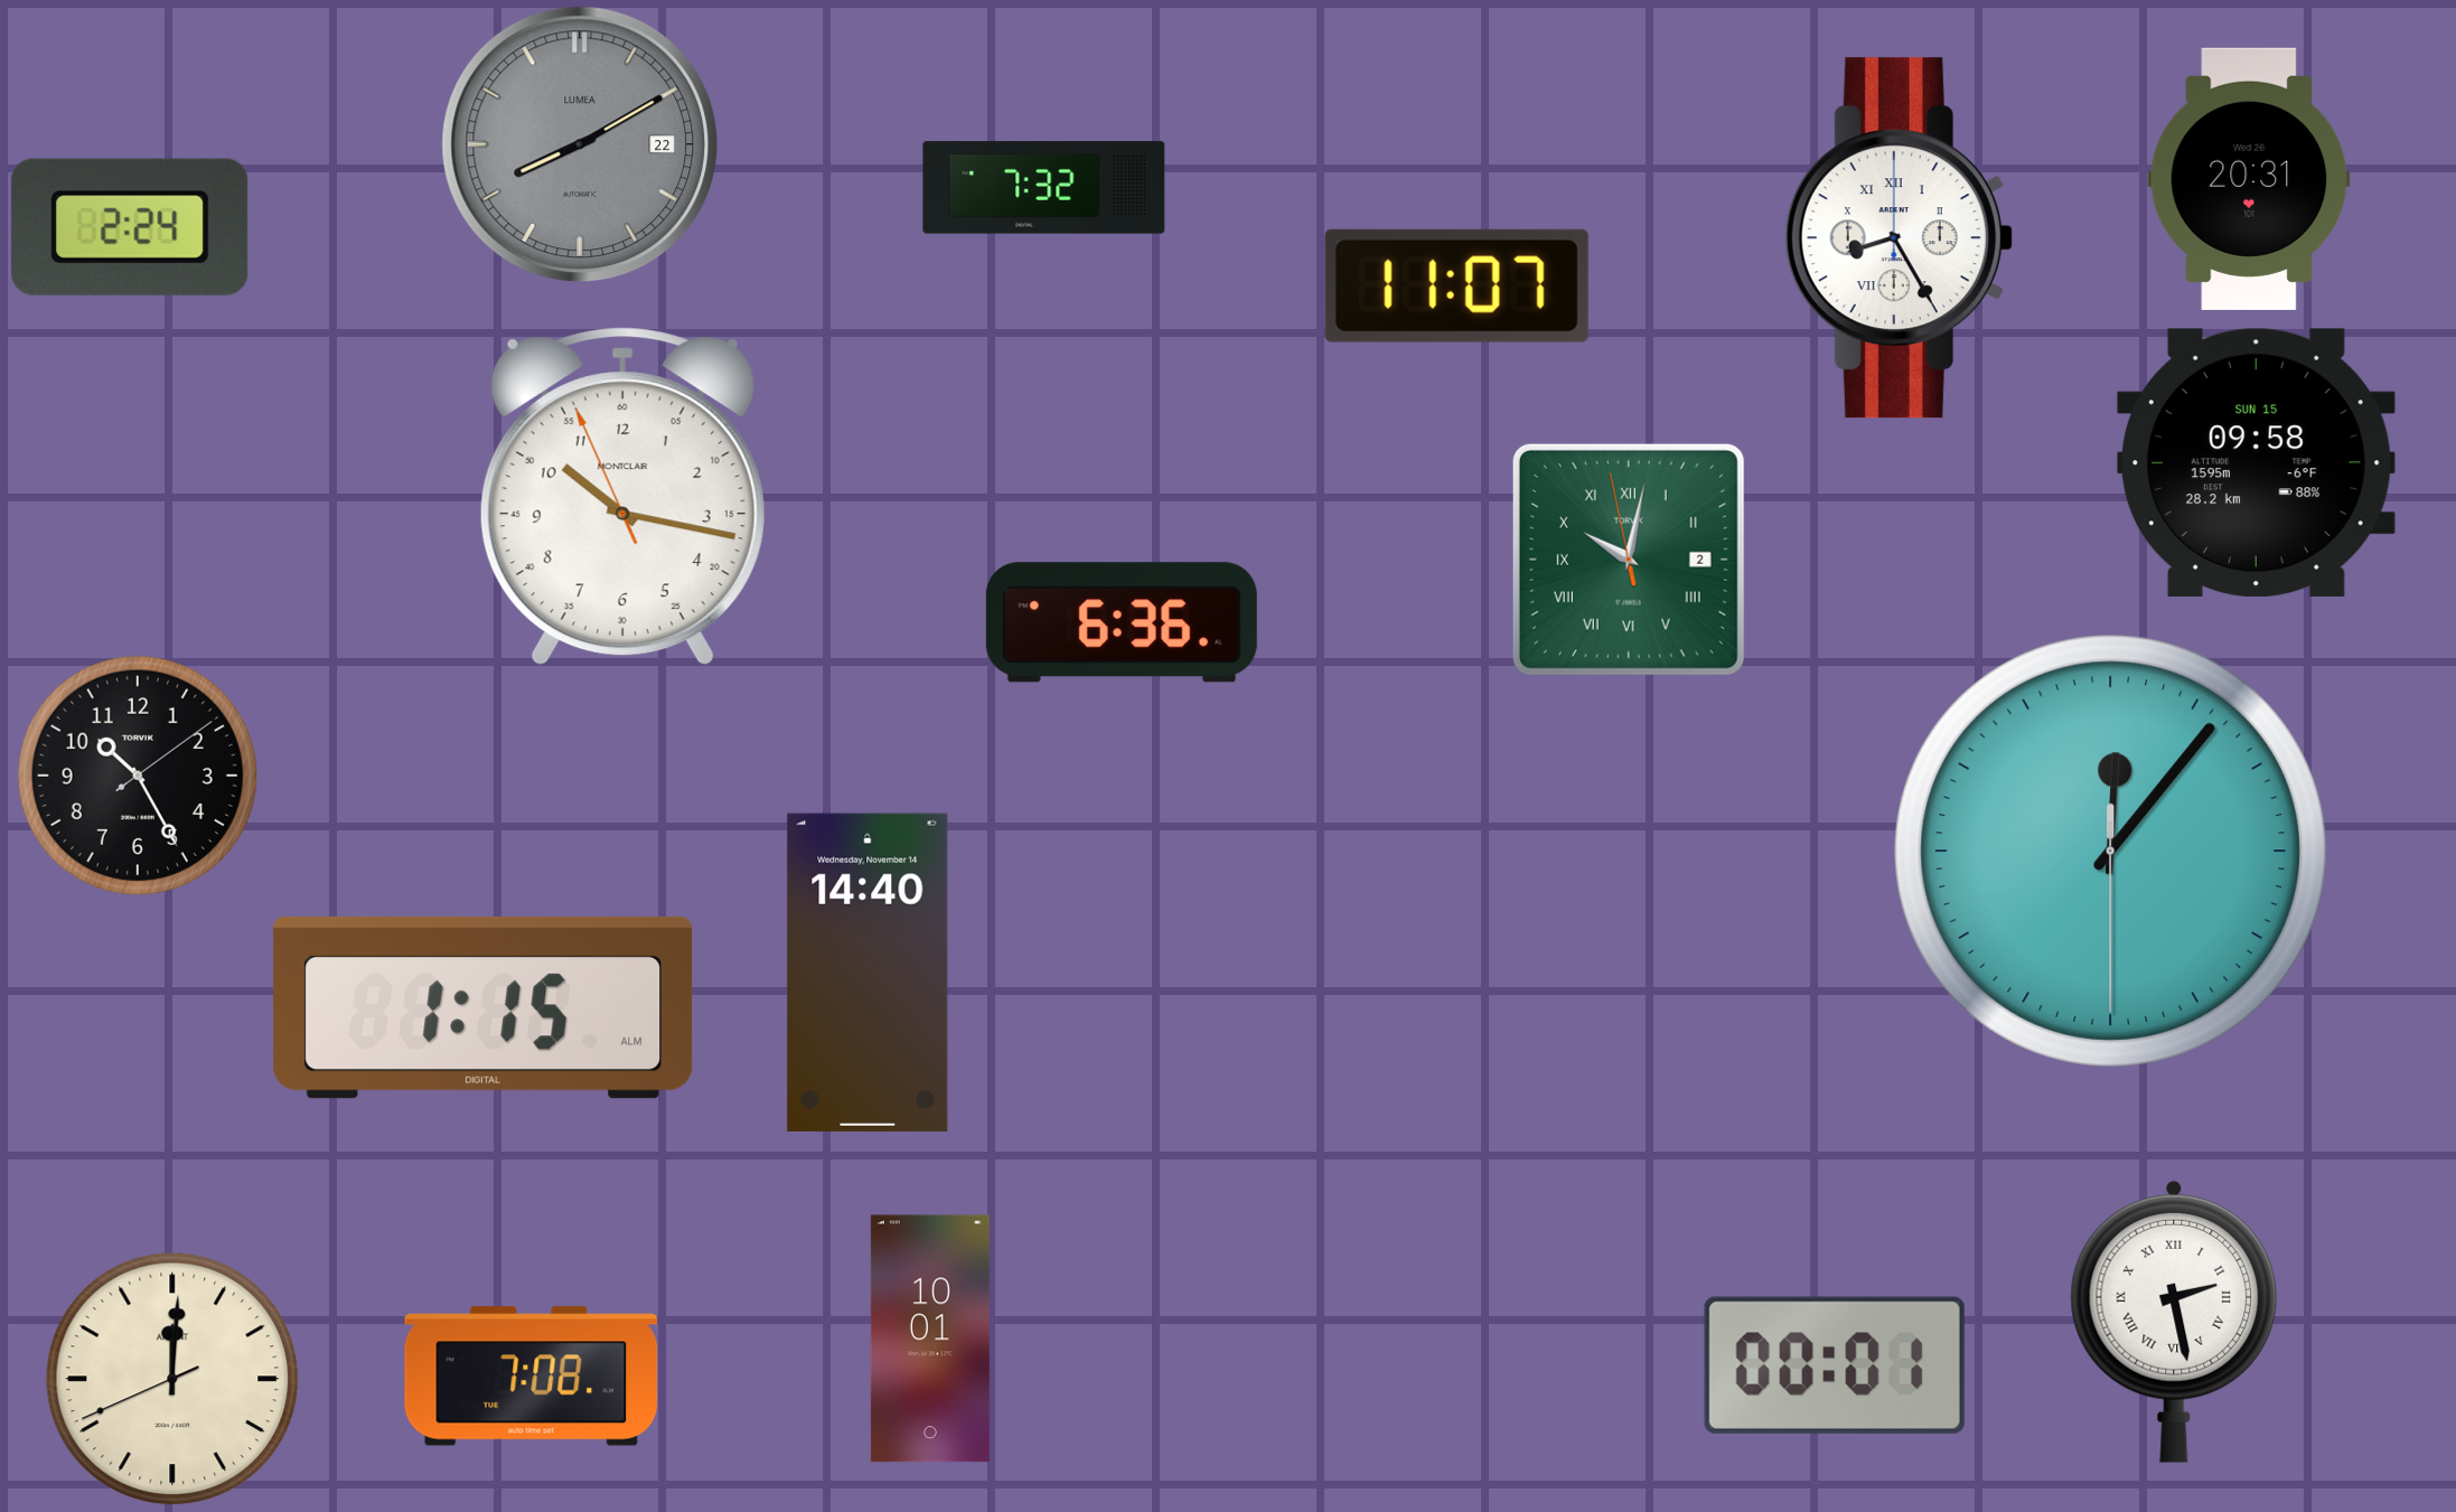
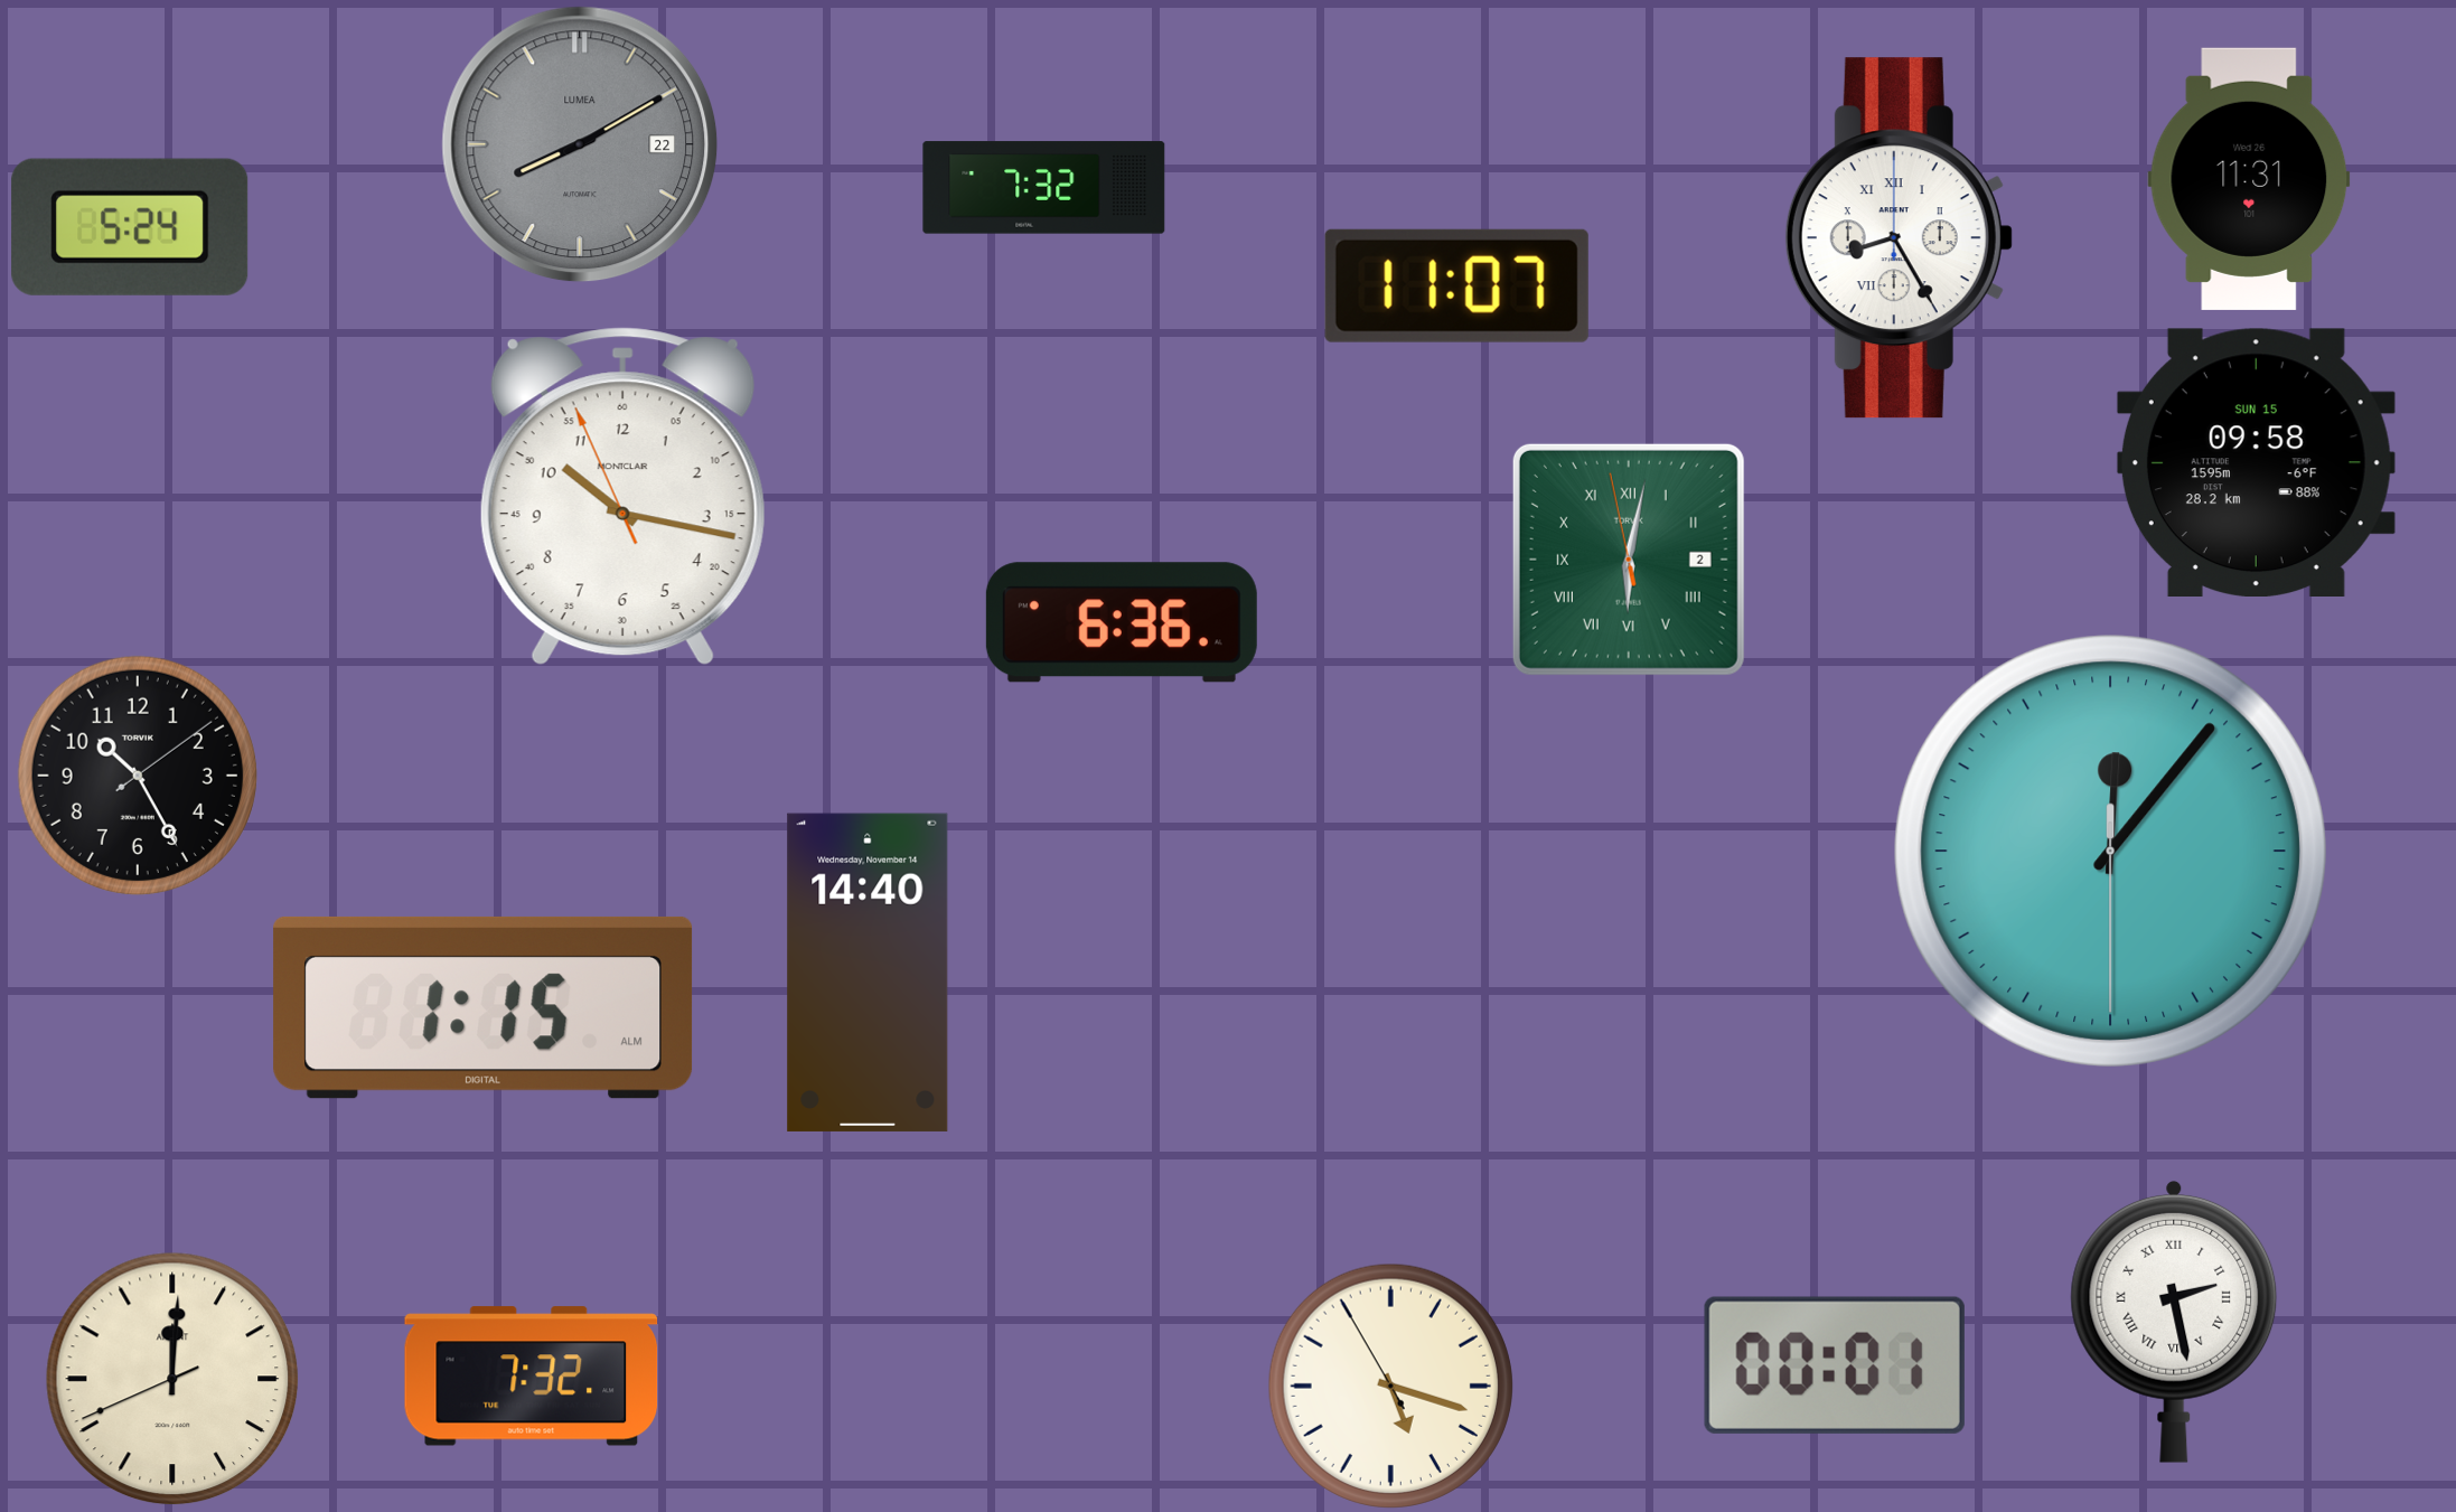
clock at (2249, 179): 20:31 -> 11:31
clock at (130, 227): 2:24 -> 5:24
clock at (1629, 560): 10:01 -> 6:01
clock at (930, 1339): 10:01 -> none
clock at (532, 1377): 7:08 -> 7:32
clock at (1390, 1386): none -> 5:17
